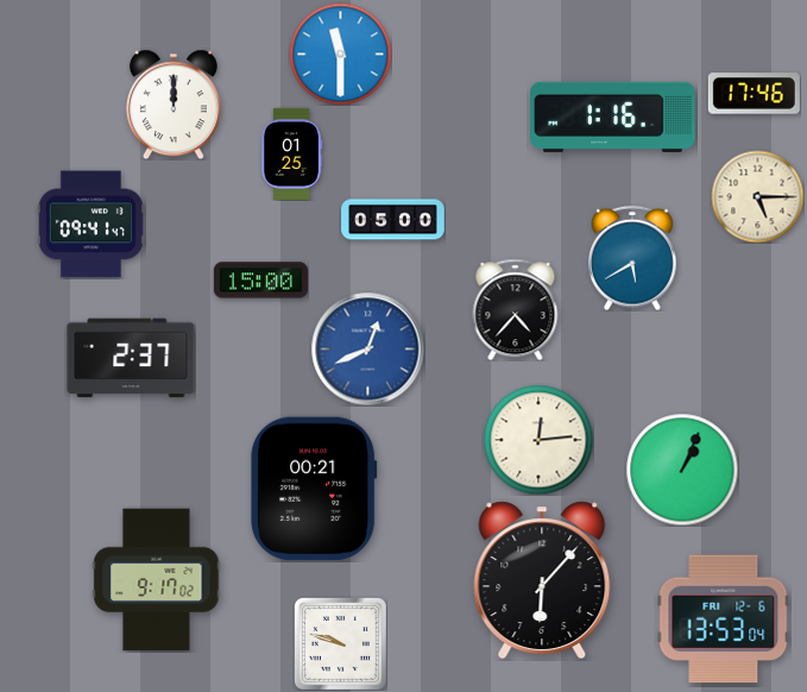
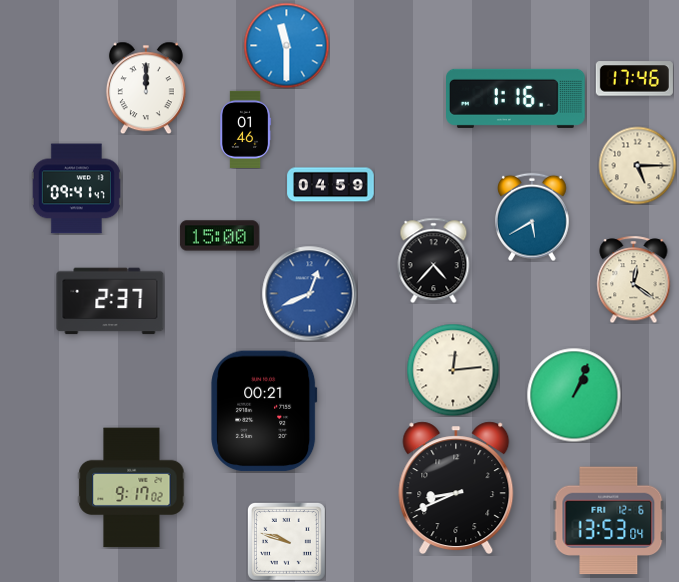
clock at (292, 153): 01:25 -> 01:46
clock at (393, 220): 05:00 -> 04:59
clock at (634, 279): none -> 12:21
clock at (542, 580): 6:07 -> 8:41
